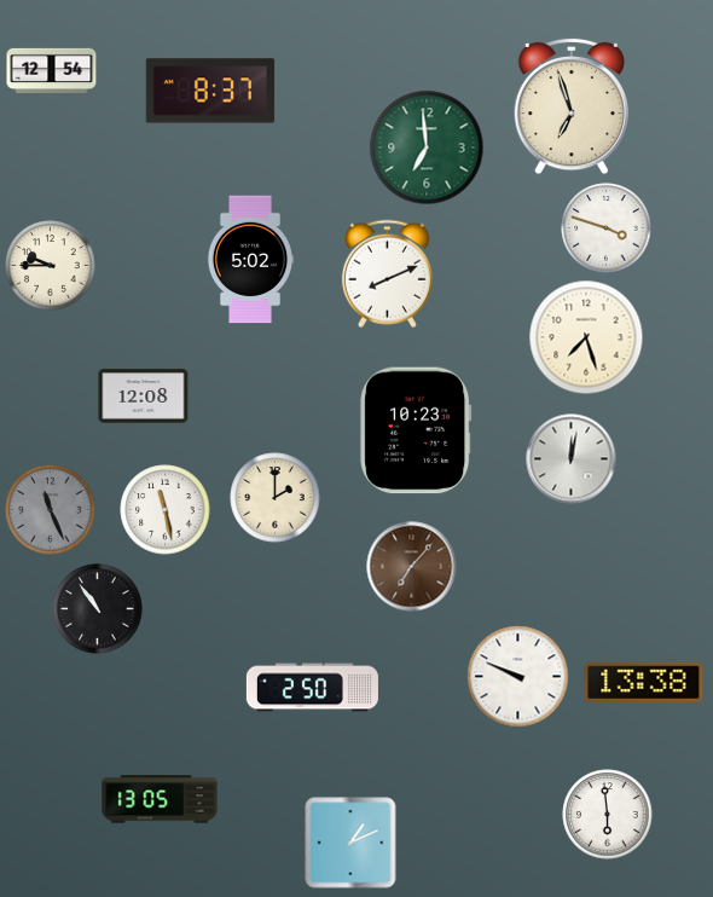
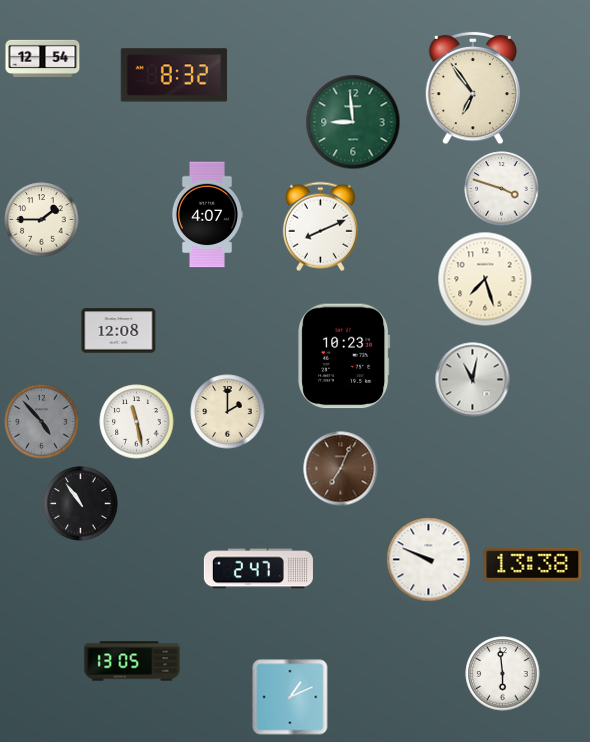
clock at (210, 91): 8:37 -> 8:32
clock at (570, 106): 6:57 -> 6:54
clock at (427, 147): 6:59 -> 8:59
clock at (249, 260): 5:02 -> 4:07
clock at (51, 266): 9:45 -> 1:45
clock at (144, 397) position: (144, 397) -> (119, 331)
clock at (572, 459): 12:02 -> 11:02
clock at (51, 510): 11:26 -> 4:53
clock at (412, 567): 7:07 -> 7:04
clock at (312, 688): 2:50 -> 2:47
